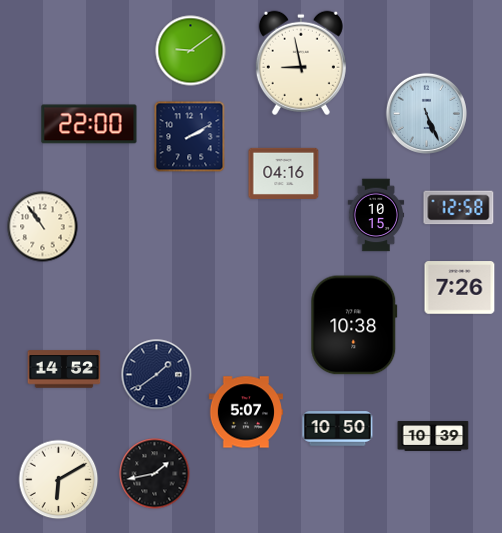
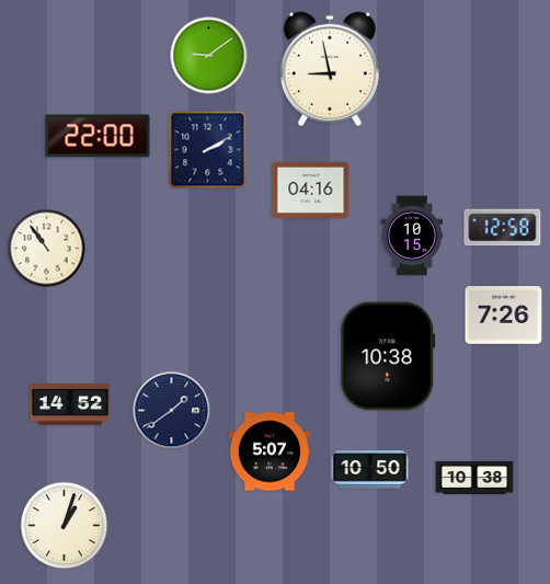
clock at (426, 113): 5:26 -> none
clock at (433, 436): 10:39 -> 10:38
clock at (155, 474): 1:43 -> none
clock at (59, 480): 6:10 -> 1:03
